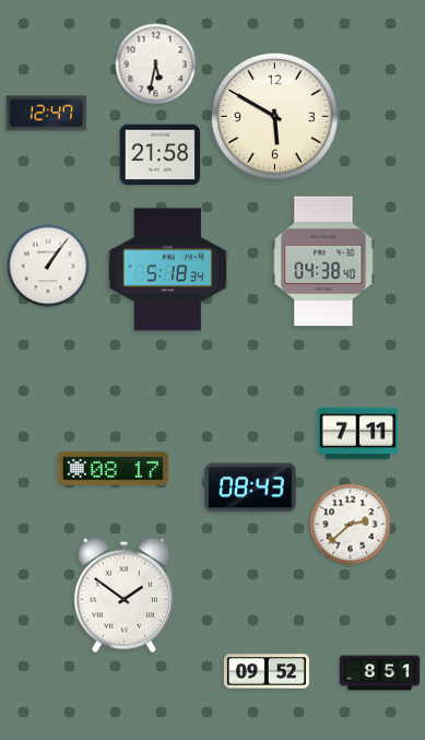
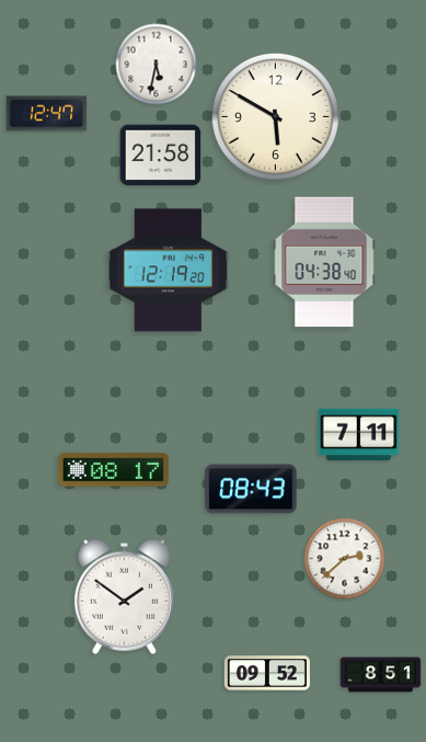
clock at (48, 266): 1:06 -> none
clock at (168, 270): 5:18 -> 12:19
clock at (351, 525) position: (351, 525) -> (345, 559)
